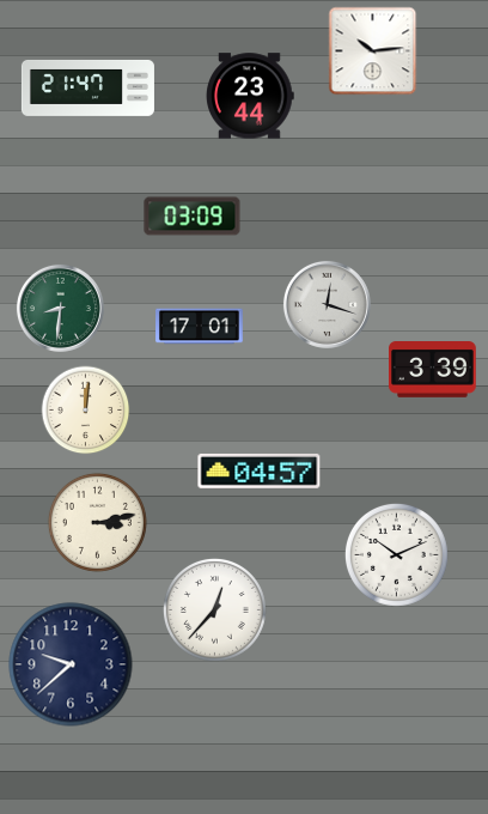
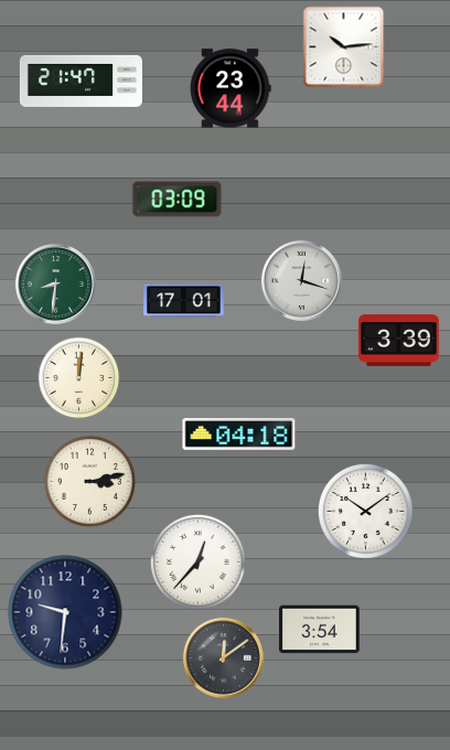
clock at (260, 472): 04:57 -> 04:18
clock at (396, 554): 10:11 -> 10:09
clock at (71, 664): 9:38 -> 9:31
clock at (320, 630): none -> 3:54
clock at (223, 657): none -> 12:09
